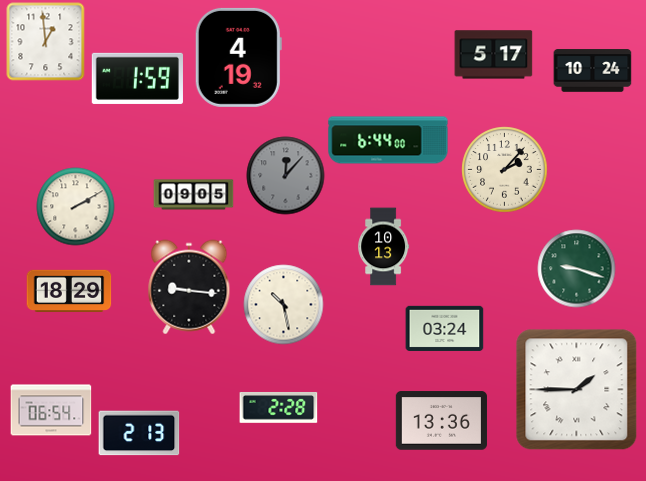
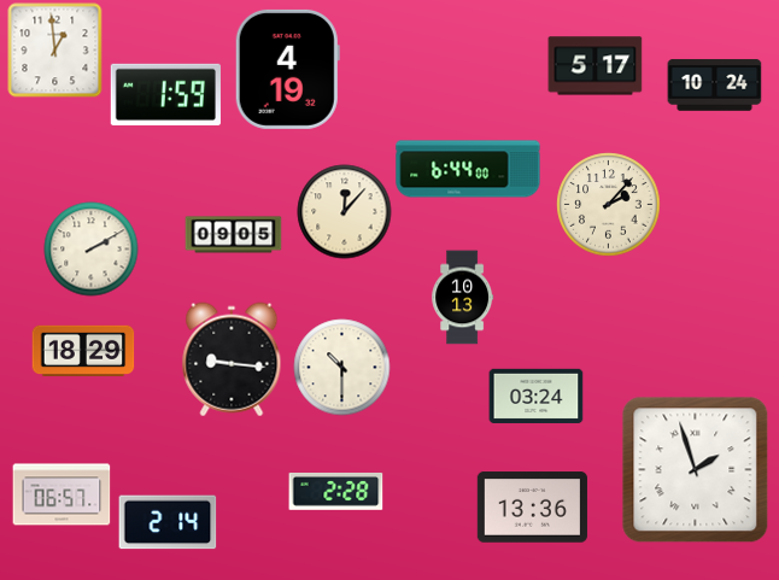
clock at (285, 175) dial: grey -> cream
clock at (576, 268): 9:18 -> none
clock at (189, 287) position: (189, 287) -> (232, 359)
clock at (283, 304): 10:28 -> 10:30
clock at (576, 389): 1:45 -> 1:57
clock at (51, 410): 06:54 -> 06:57
clock at (139, 433): 2:13 -> 2:14
